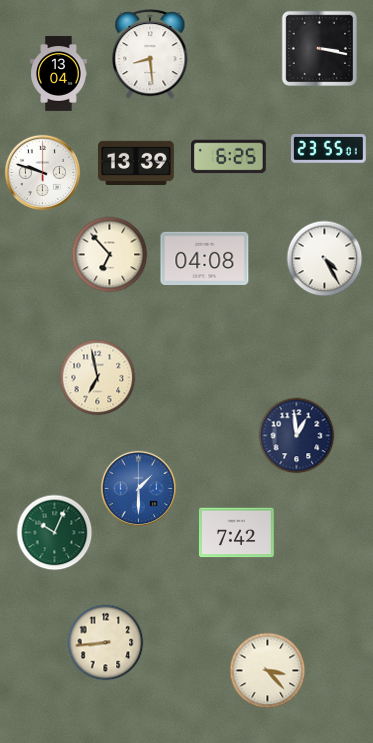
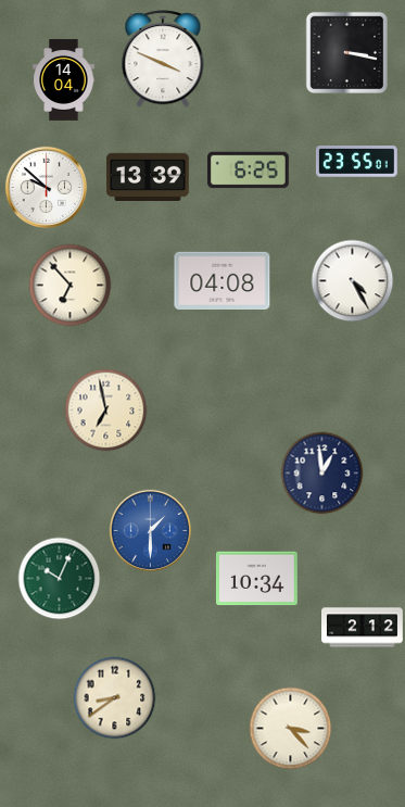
clock at (150, 55): 8:29 -> 3:49
clock at (59, 74): 13:04 -> 14:04
clock at (42, 172): 9:48 -> 9:52
clock at (110, 255) position: (110, 255) -> (71, 286)
clock at (236, 533): 7:42 -> 10:34
clock at (363, 628): none -> 2:12
clock at (106, 643): 8:44 -> 8:39
